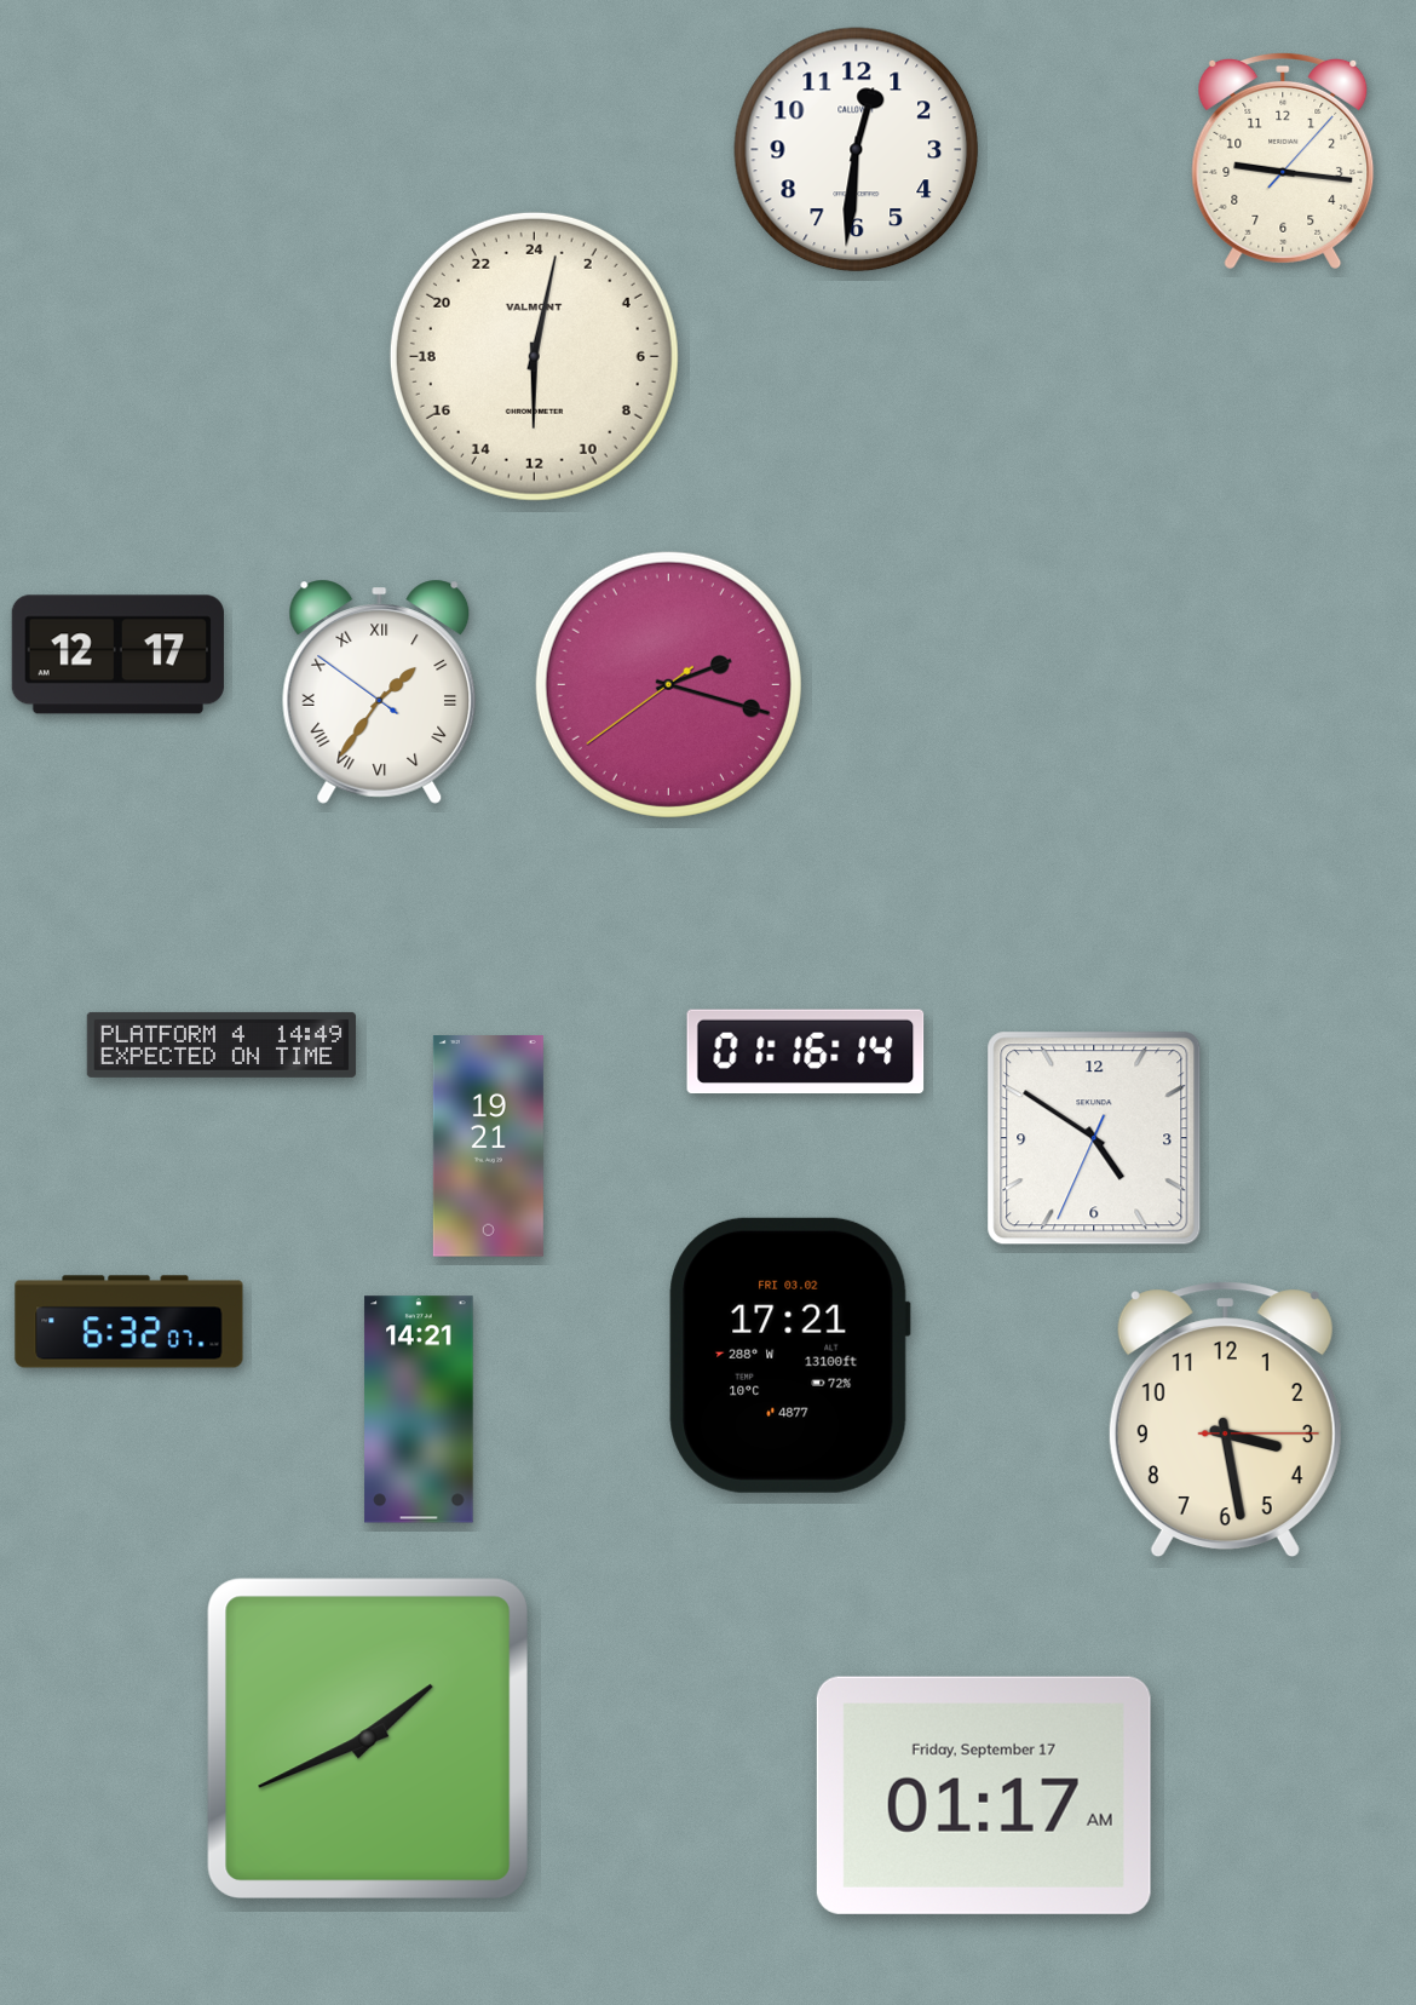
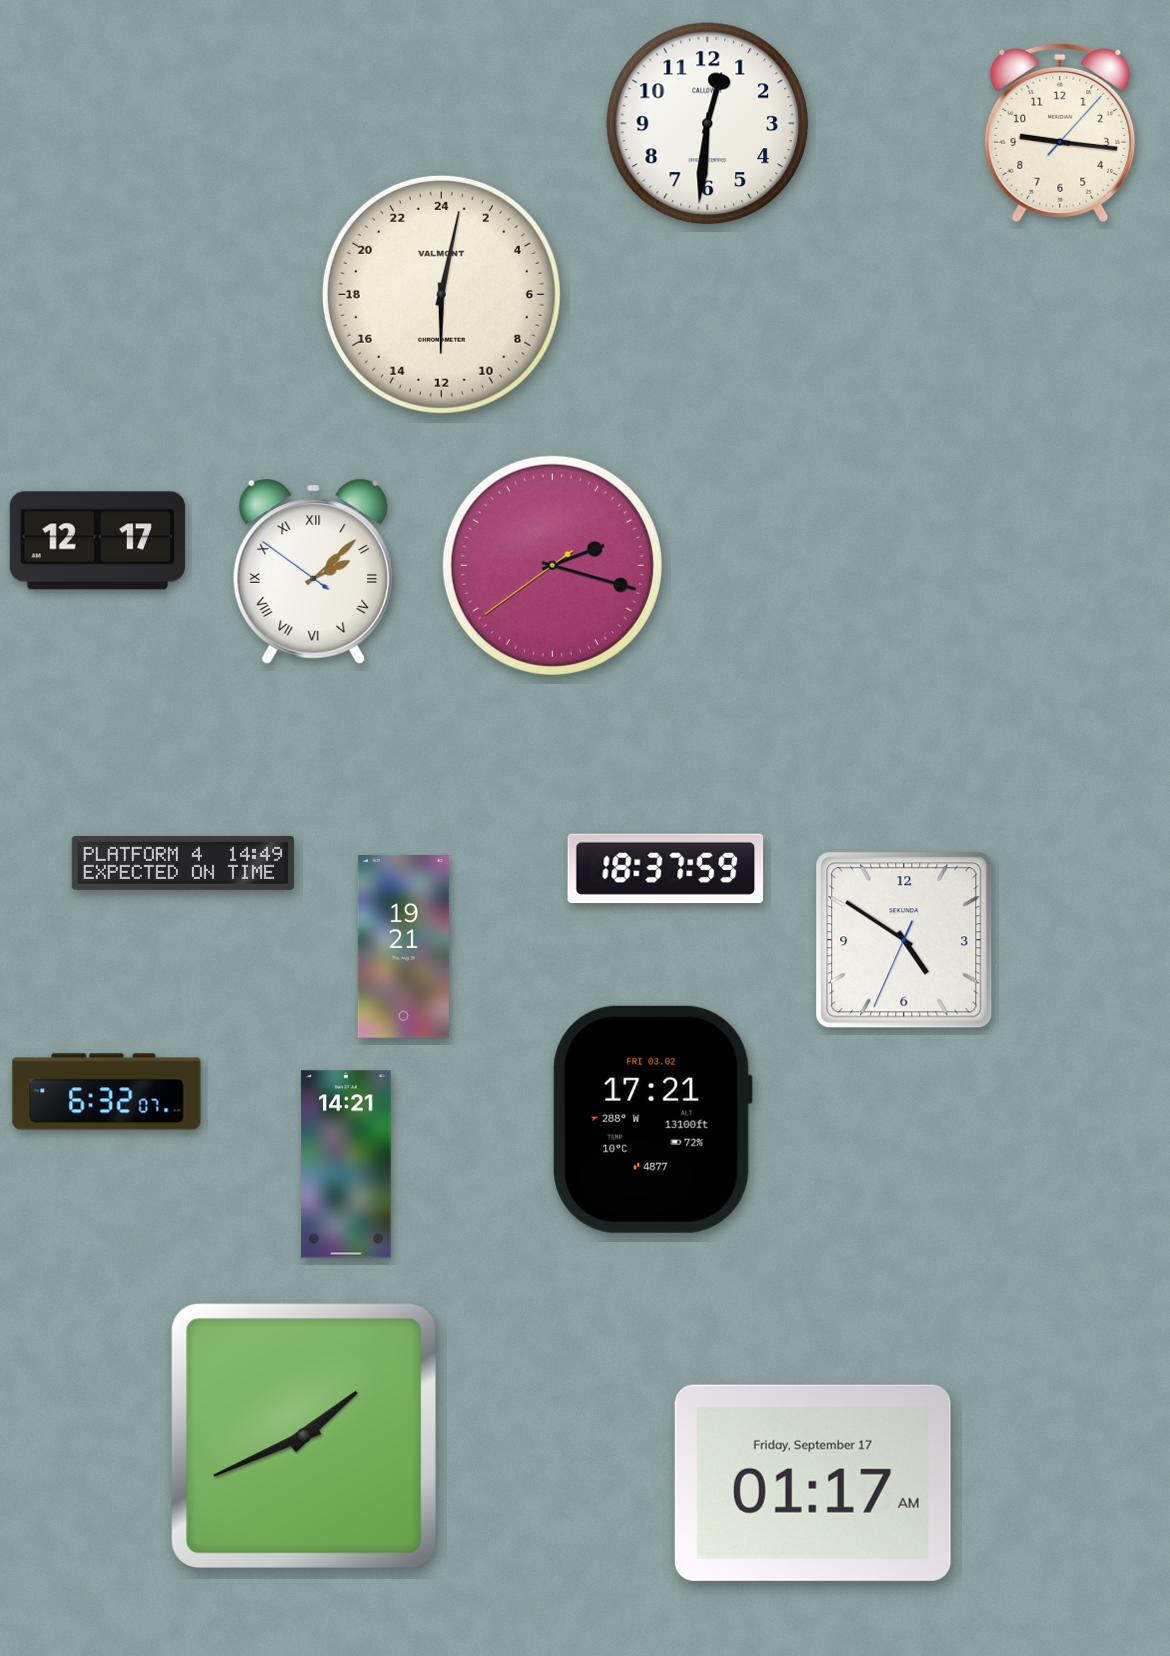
clock at (380, 691): 1:35 -> 2:07
clock at (806, 1052): 01:16 -> 18:37
clock at (1225, 1420): 3:28 -> none
